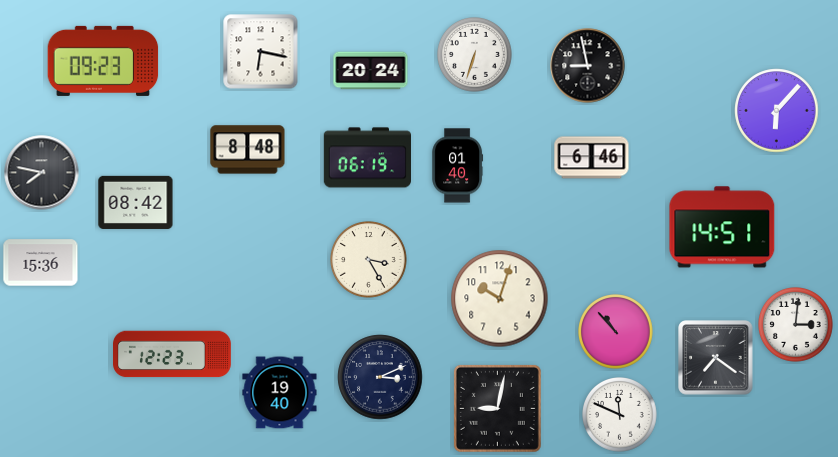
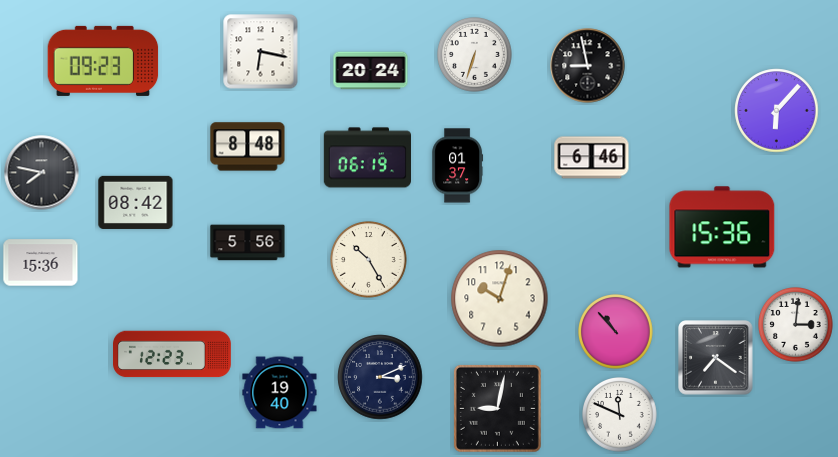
clock at (248, 150) position: (248, 150) -> (248, 147)
clock at (458, 166): 01:40 -> 01:37
clock at (722, 227): 14:51 -> 15:36
clock at (248, 243): none -> 5:56
clock at (369, 260): 3:25 -> 10:25
